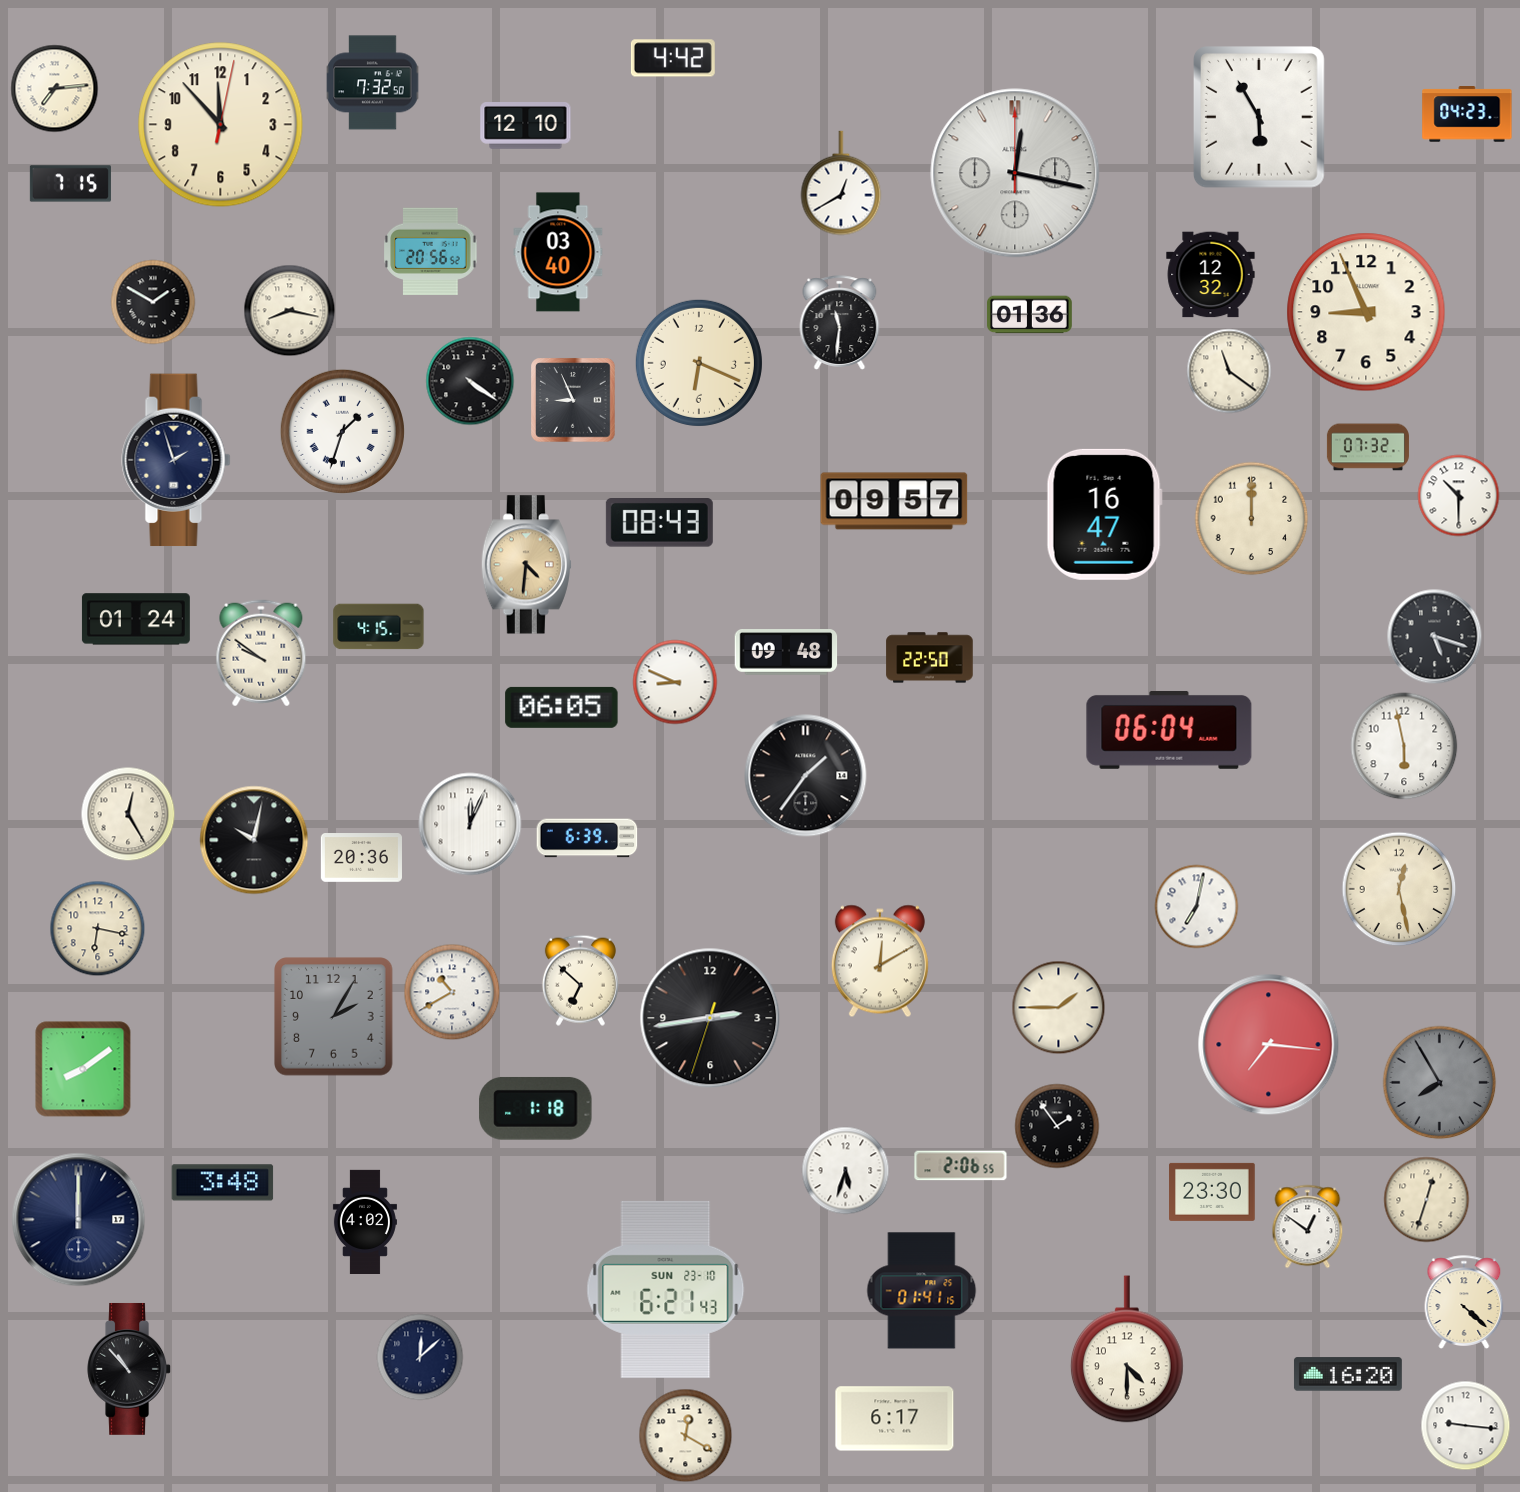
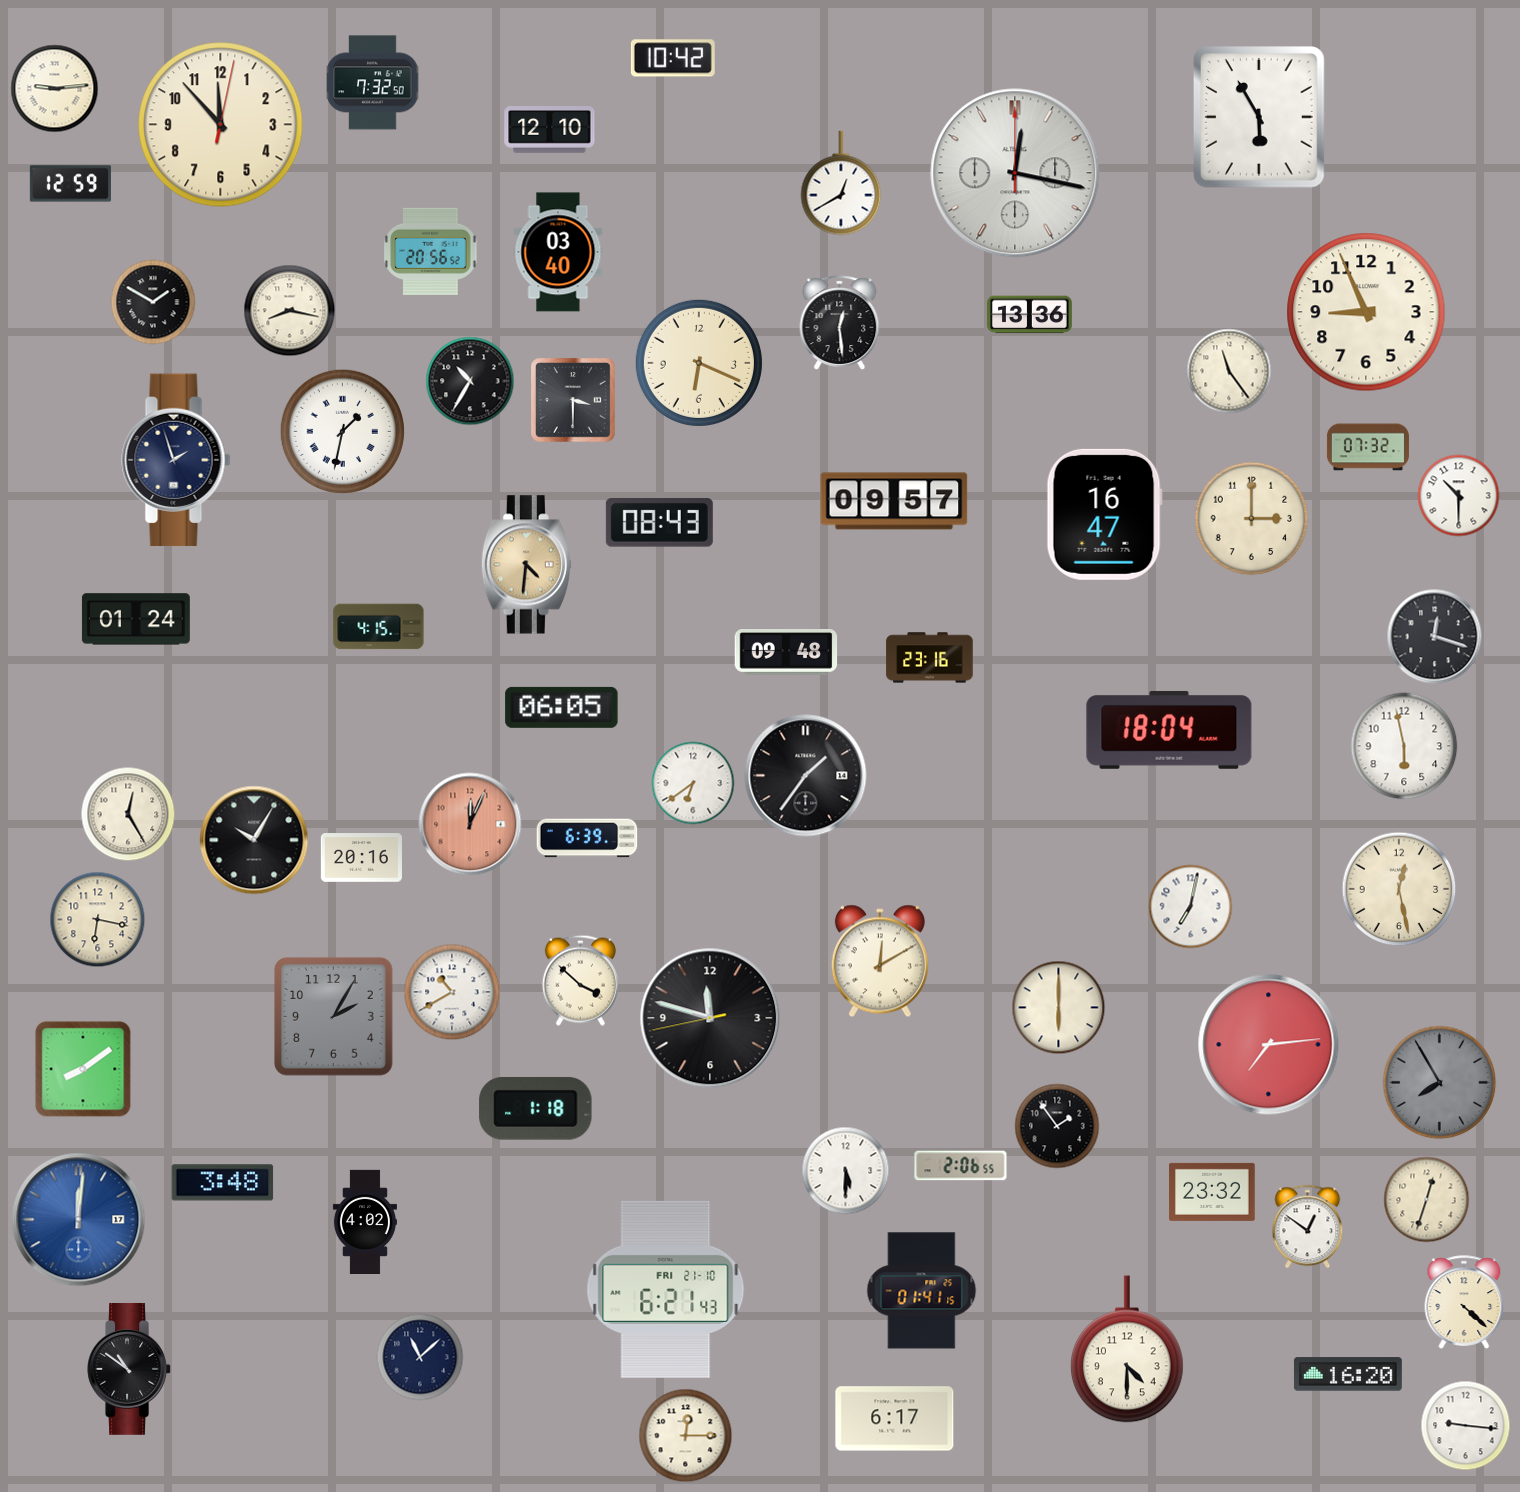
clock at (673, 58): 4:42 -> 10:42
clock at (55, 89): 7:14 -> 9:14
clock at (1467, 114): 04:23 -> none
clock at (526, 126) position: (526, 126) -> (550, 130)
clock at (70, 184): 7:15 -> 12:59
clock at (1211, 275): 12:32 -> none
clock at (1030, 315): 01:36 -> 13:36
clock at (840, 323): 11:31 -> 12:29
clock at (1229, 371): 11:21 -> 11:24
clock at (470, 381): 4:21 -> 10:35
clock at (573, 400): 8:56 -> 3:30
clock at (342, 431): 1:33 -> 1:32
clock at (1252, 519): 12:00 -> 3:00
clock at (1435, 637): 5:18 -> 12:18
clock at (261, 653): 9:51 -> none
clock at (930, 658): 22:50 -> 23:16
clock at (675, 682): 8:49 -> none
clock at (1169, 730): 06:04 -> 18:04
clock at (693, 783): none -> 6:39
clock at (470, 824) dial: white -> salmon
clock at (254, 840): 10:02 -> 10:05
clock at (361, 858): 20:36 -> 20:16
clock at (1197, 907) position: (1197, 907) -> (1191, 907)
clock at (98, 929) position: (98, 929) -> (98, 920)
clock at (580, 980): 6:52 -> 3:52
clock at (1059, 1008): 1:45 -> 6:00
clock at (710, 1018): 2:43 -> 11:47
clock at (1269, 1045): 7:16 -> 7:14
clock at (846, 1171): 5:33 -> 5:30
clock at (1212, 1192): 23:30 -> 23:32
clock at (79, 1220): 12:00 -> 12:01
clock at (79, 1220) dial: navy -> blue
clock at (666, 1289) date: SUN 23-10 -> FRI 21-10
clock at (420, 1357): 12:08 -> 11:08
clock at (129, 1369): 10:53 -> 10:51
clock at (686, 1436): 12:20 -> 12:15
